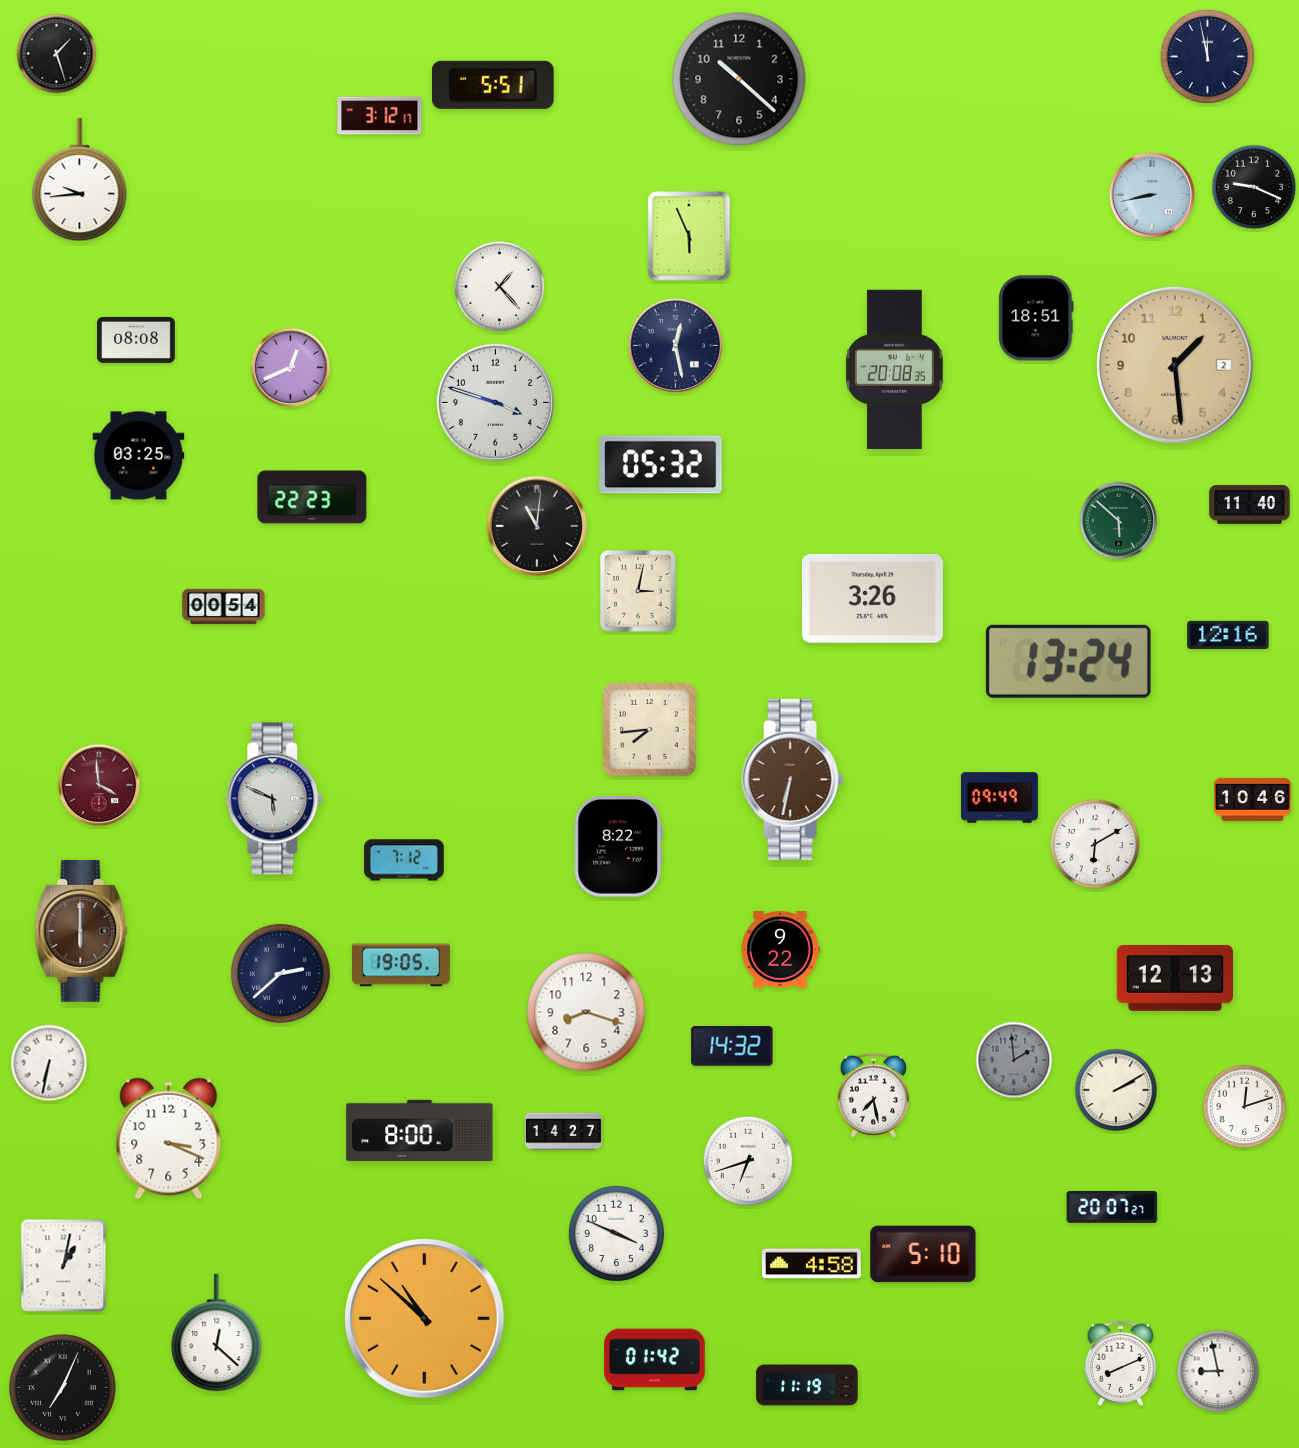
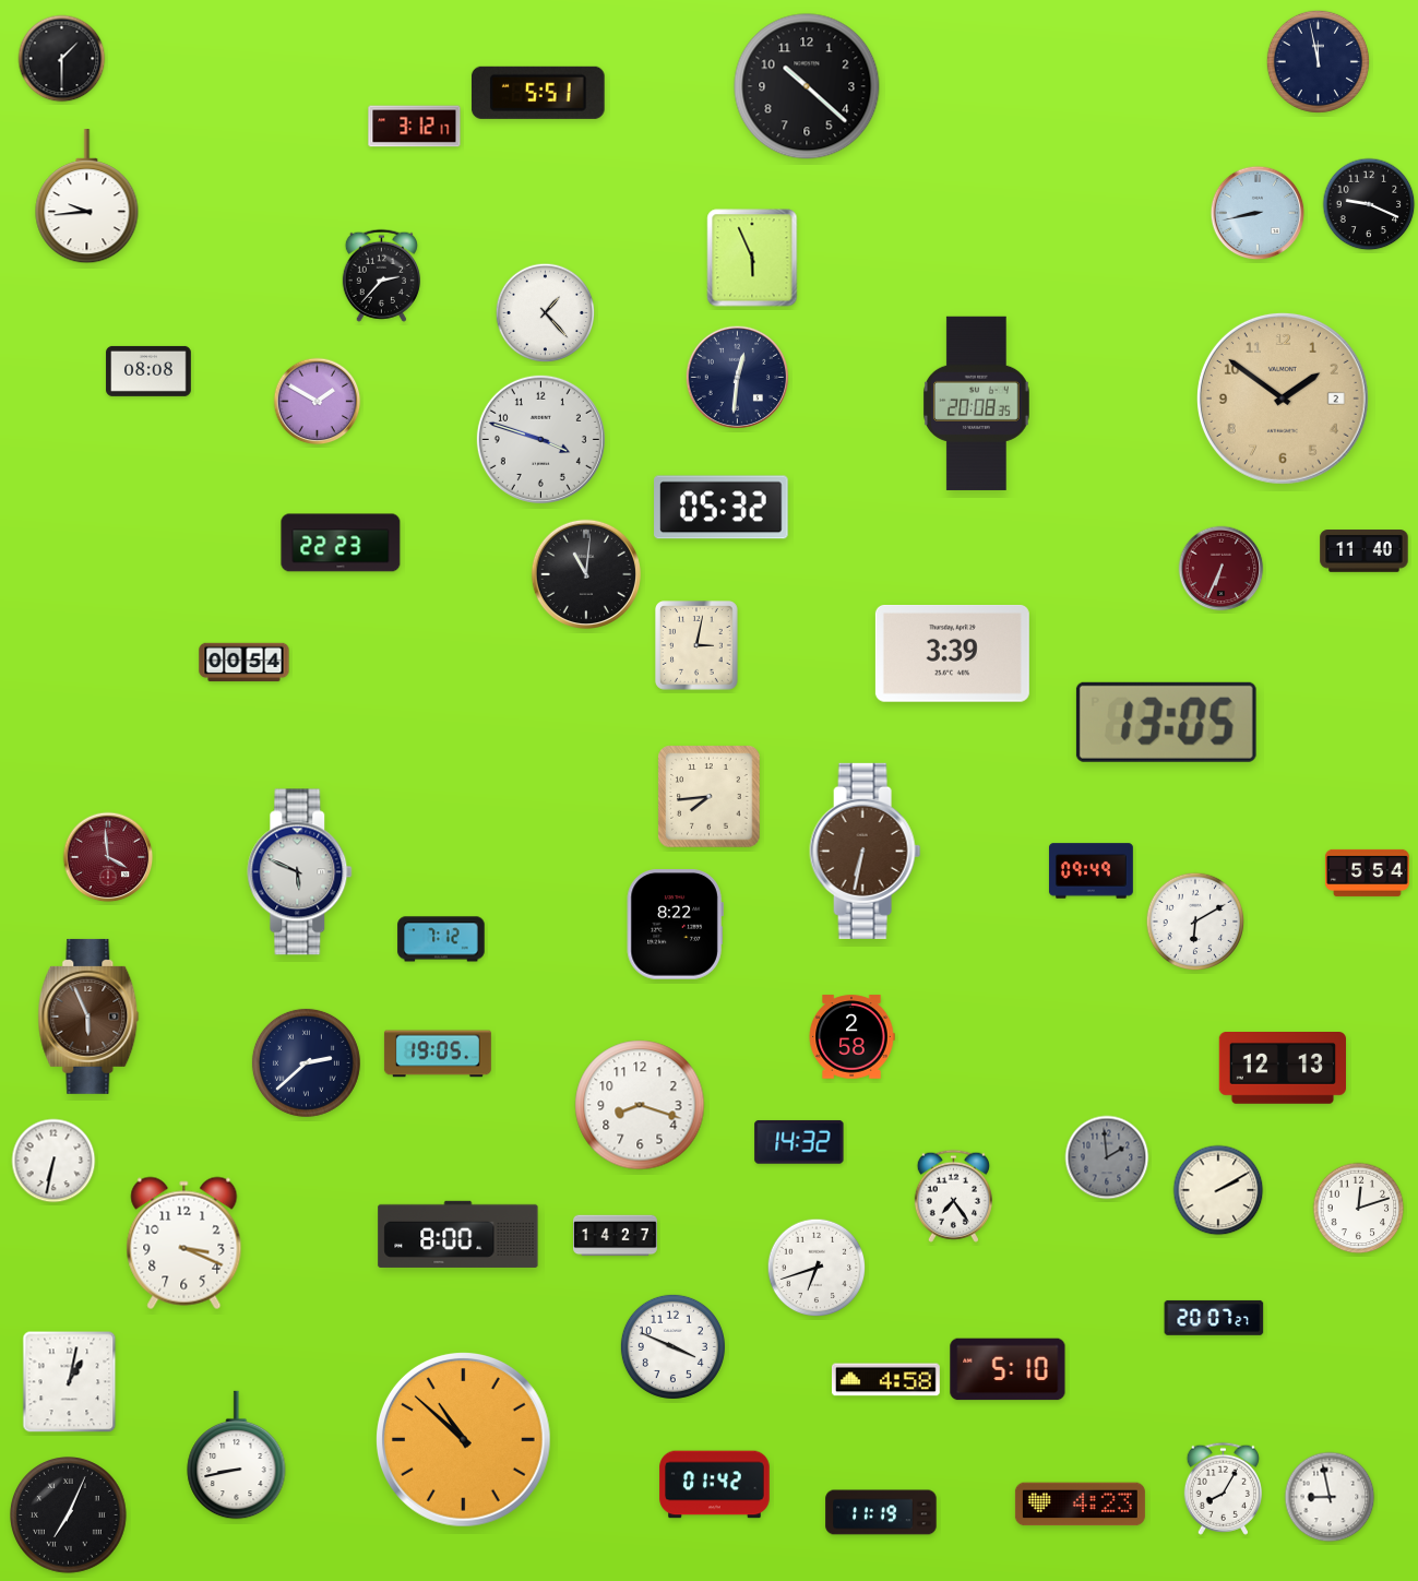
clock at (57, 54): 1:27 -> 1:30
clock at (381, 275): none -> 2:37
clock at (1036, 318): 18:51 -> none
clock at (676, 346): 12:28 -> 12:31
clock at (1175, 365): 1:29 -> 1:51
clock at (291, 368): 12:41 -> 1:50
clock at (139, 456): 03:25 -> none
clock at (1119, 521): 5:52 -> 6:34
clock at (1119, 521) dial: green -> burgundy
clock at (872, 599): 3:26 -> 3:39
clock at (1228, 635): 12:16 -> none
clock at (1068, 661): 13:24 -> 13:05
clock at (1252, 799): 10:46 -> 5:54
clock at (81, 931): 6:00 -> 5:56
clock at (780, 950): 9:22 -> 2:58
clock at (873, 1095): 7:28 -> 7:24
clock at (217, 1333): 12:22 -> 8:43
clock at (1120, 1363): 8:11 -> 8:05
clock at (1080, 1505): none -> 4:23
